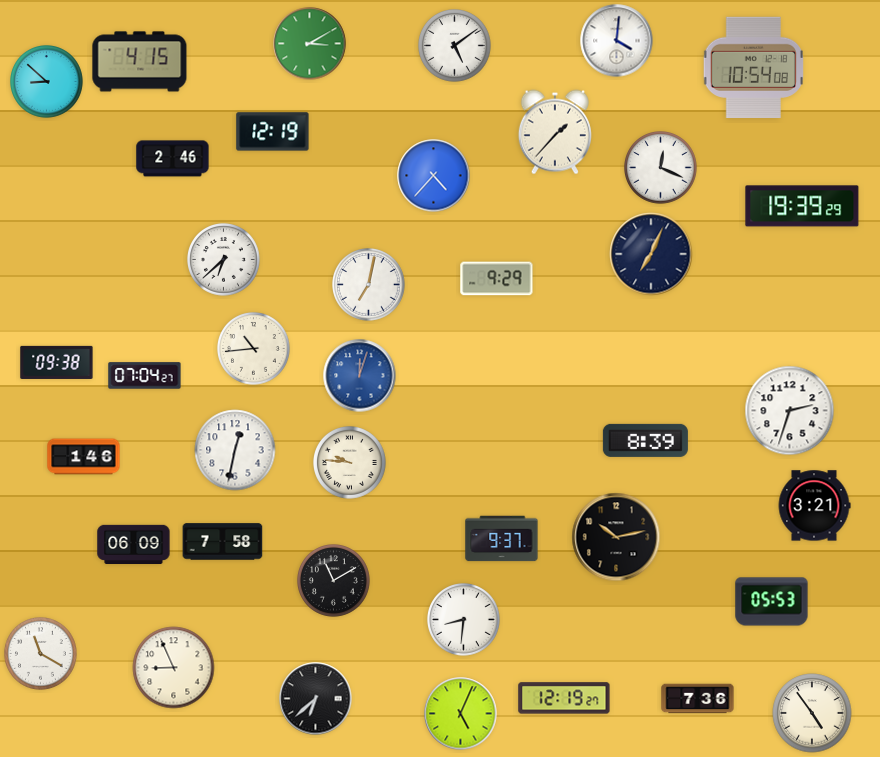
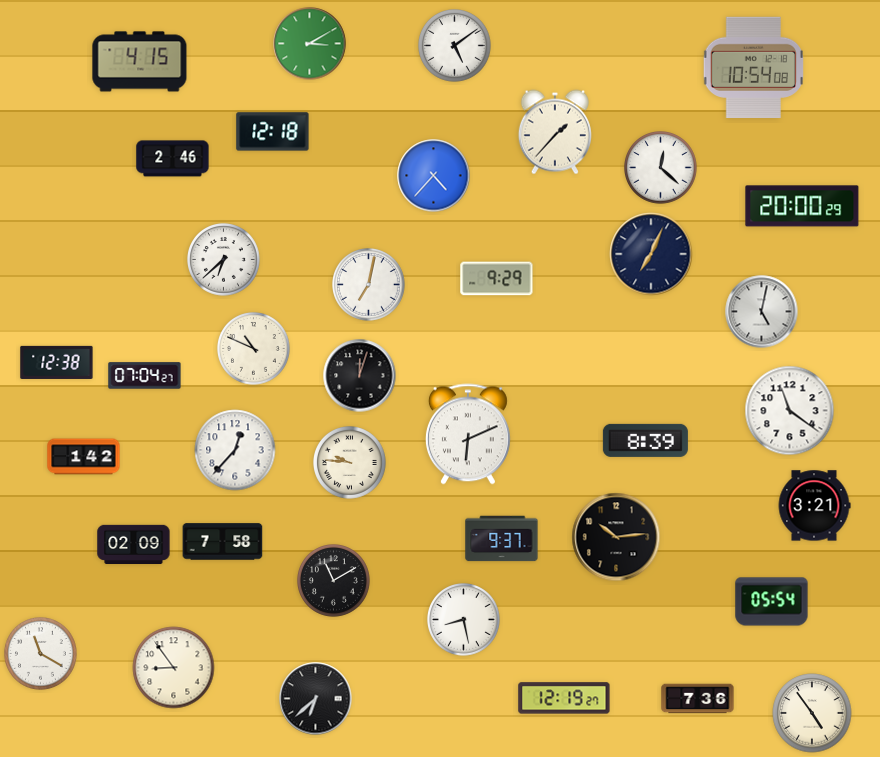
clock at (617, 41): 4:01 -> none
clock at (47, 82): 8:52 -> none
clock at (273, 132): 12:19 -> 12:18
clock at (661, 168): 12:19 -> 12:22
clock at (802, 206): 19:39 -> 20:00
clock at (762, 312): none -> 5:02
clock at (254, 349): 10:44 -> 10:49
clock at (57, 362): 09:38 -> 12:38
clock at (360, 376) dial: blue -> black
clock at (790, 411): 2:33 -> 11:21
clock at (468, 434): none -> 6:11
clock at (235, 450): 12:32 -> 12:37
clock at (84, 457): 1:46 -> 1:42
clock at (616, 537): 10:13 -> 10:14
clock at (134, 544): 06:09 -> 02:09
clock at (772, 602): 05:53 -> 05:54
clock at (464, 620): 8:31 -> 8:28
clock at (174, 668): 8:56 -> 8:54
clock at (461, 714): 5:04 -> none
